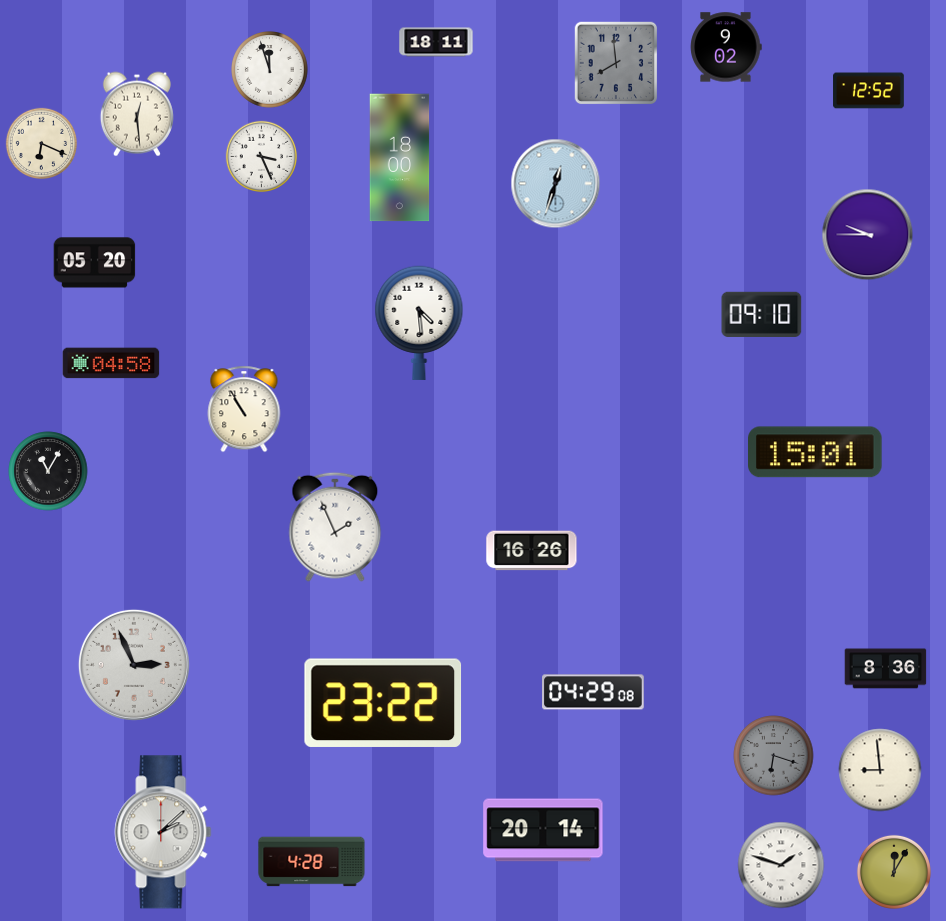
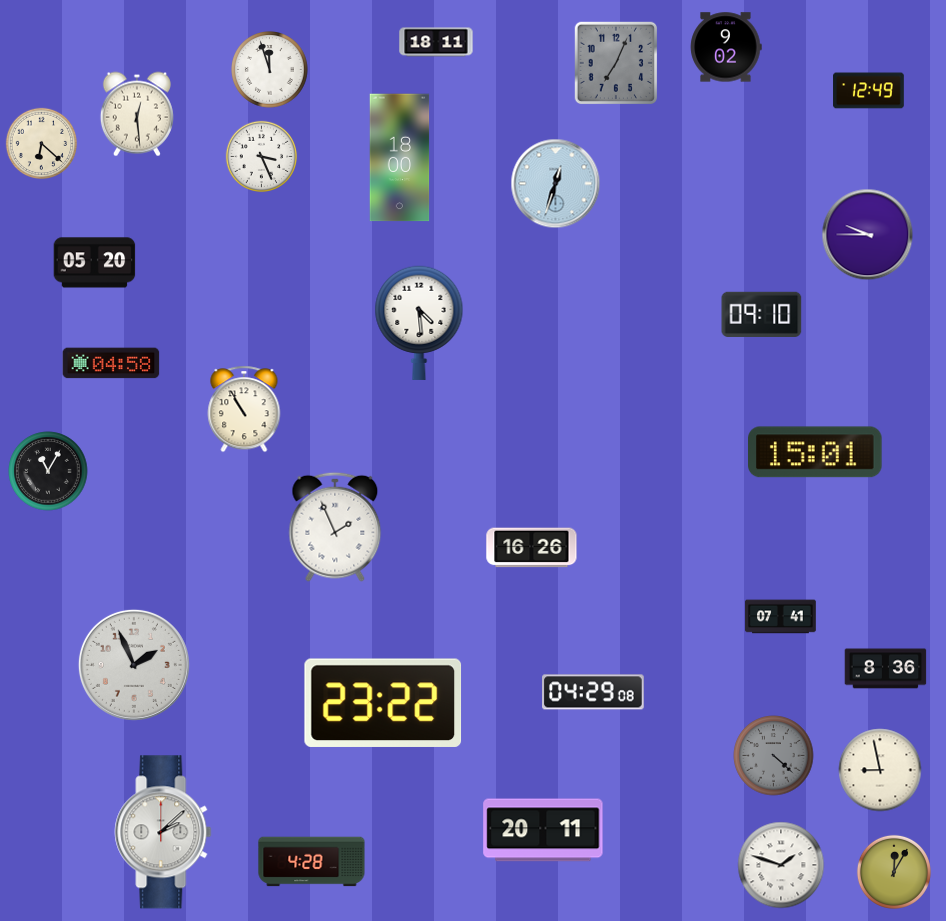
clock at (615, 62): 7:59 -> 7:04
clock at (869, 91): 12:52 -> 12:49
clock at (42, 144): 6:19 -> 6:22
clock at (532, 551) position: (532, 551) -> (532, 548)
clock at (781, 617): none -> 07:41
clock at (134, 665): 2:56 -> 1:56
clock at (774, 756): 6:18 -> 4:22
clock at (880, 770): 8:59 -> 8:58
clock at (543, 830): 20:14 -> 20:11
